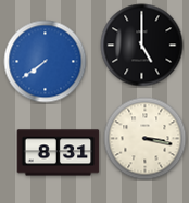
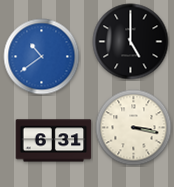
clock at (46, 62): 7:39 -> 10:39
clock at (59, 153): 8:31 -> 6:31
